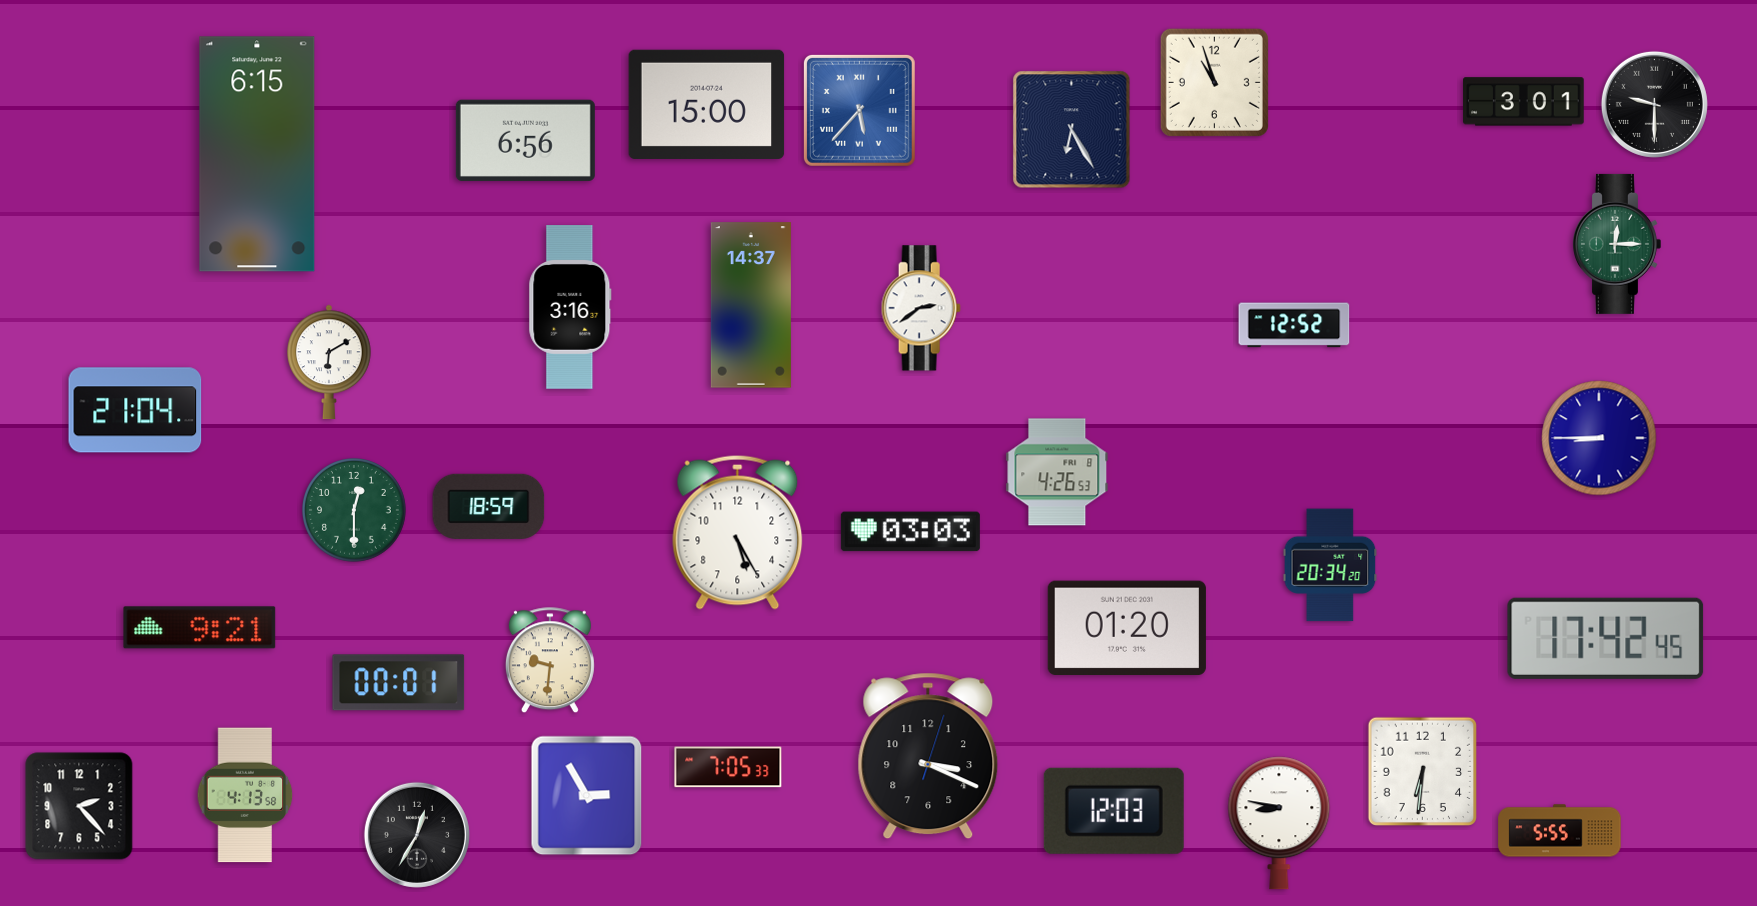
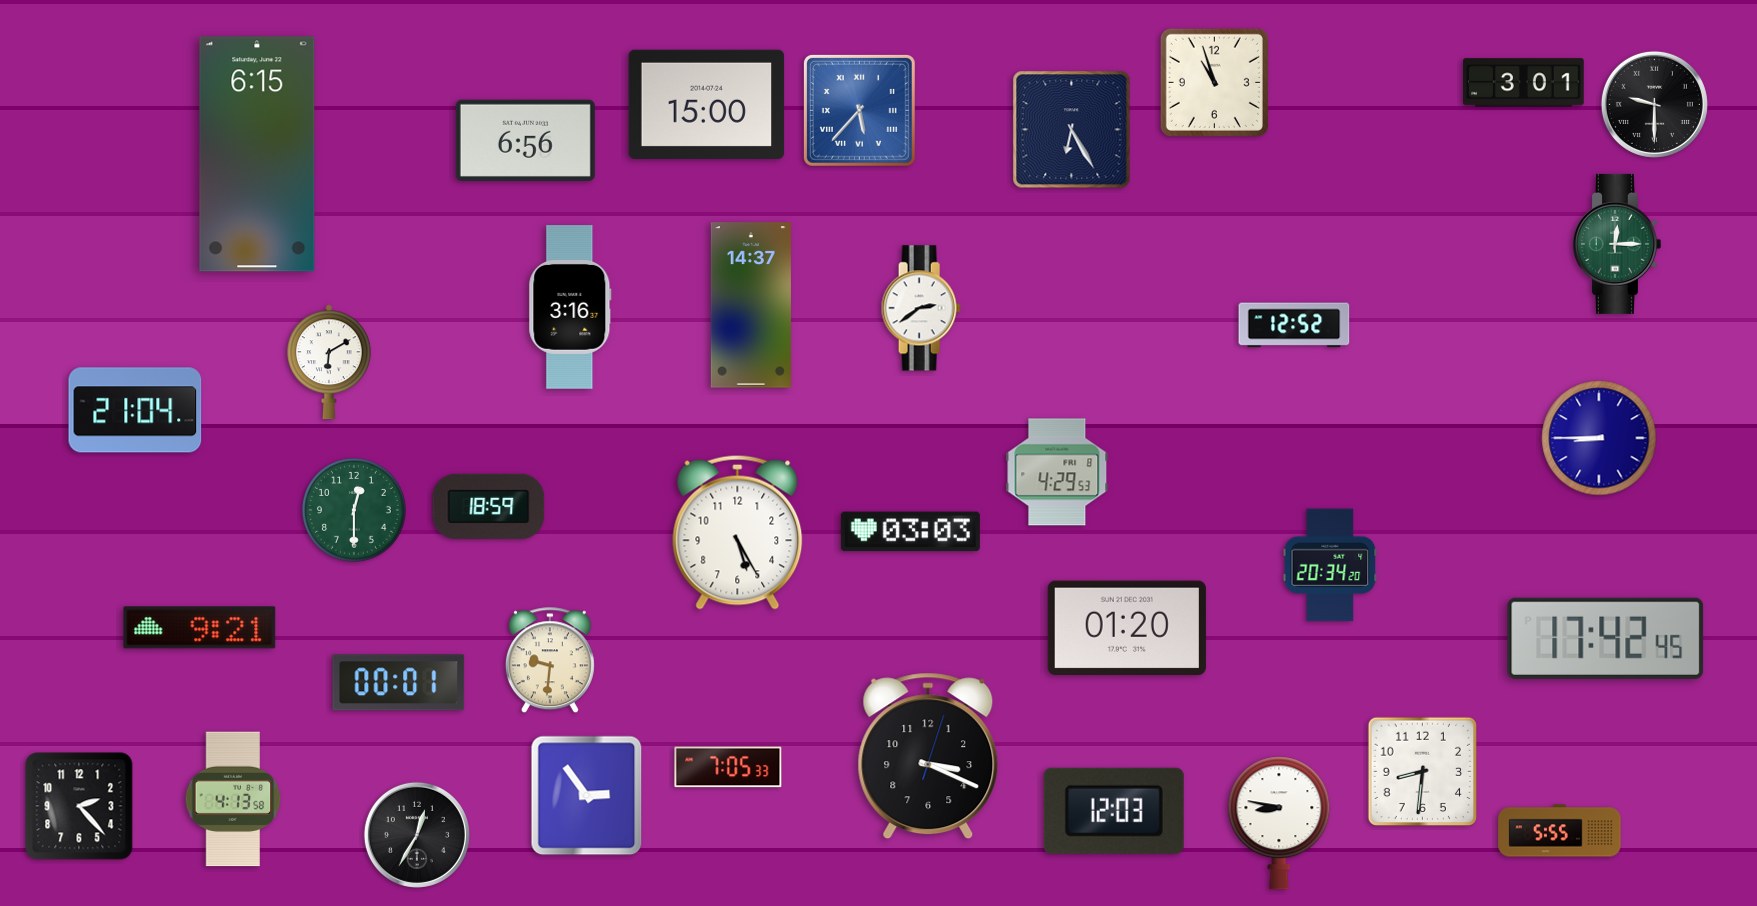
clock at (1524, 102) position: (1524, 102) -> (1524, 83)
clock at (1057, 472): 4:26 -> 4:29
clock at (1422, 771): 6:31 -> 8:31
clock at (245, 795) position: (245, 795) -> (233, 799)
clock at (587, 796): 2:55 -> 2:54
